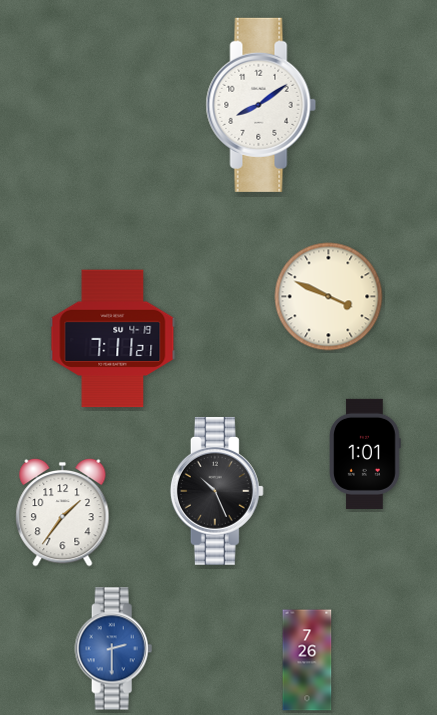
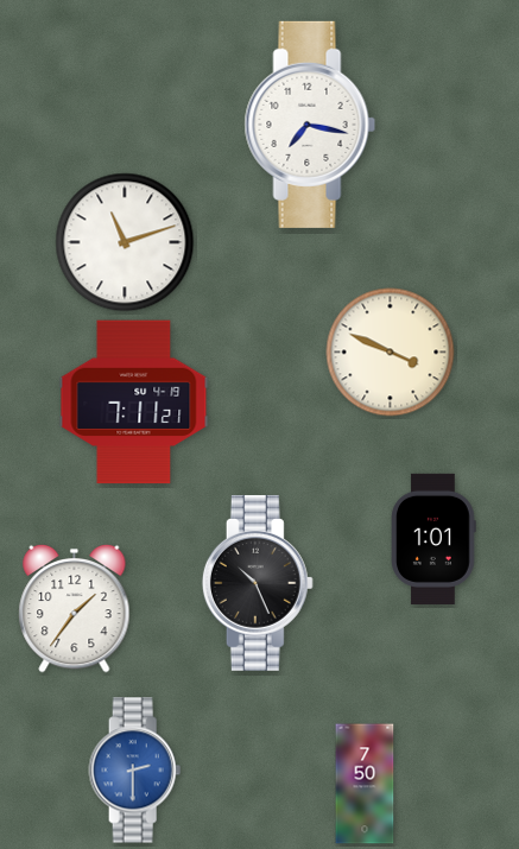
clock at (261, 105): 8:09 -> 7:17
clock at (125, 242): none -> 11:12
clock at (307, 660): 7:26 -> 7:50
